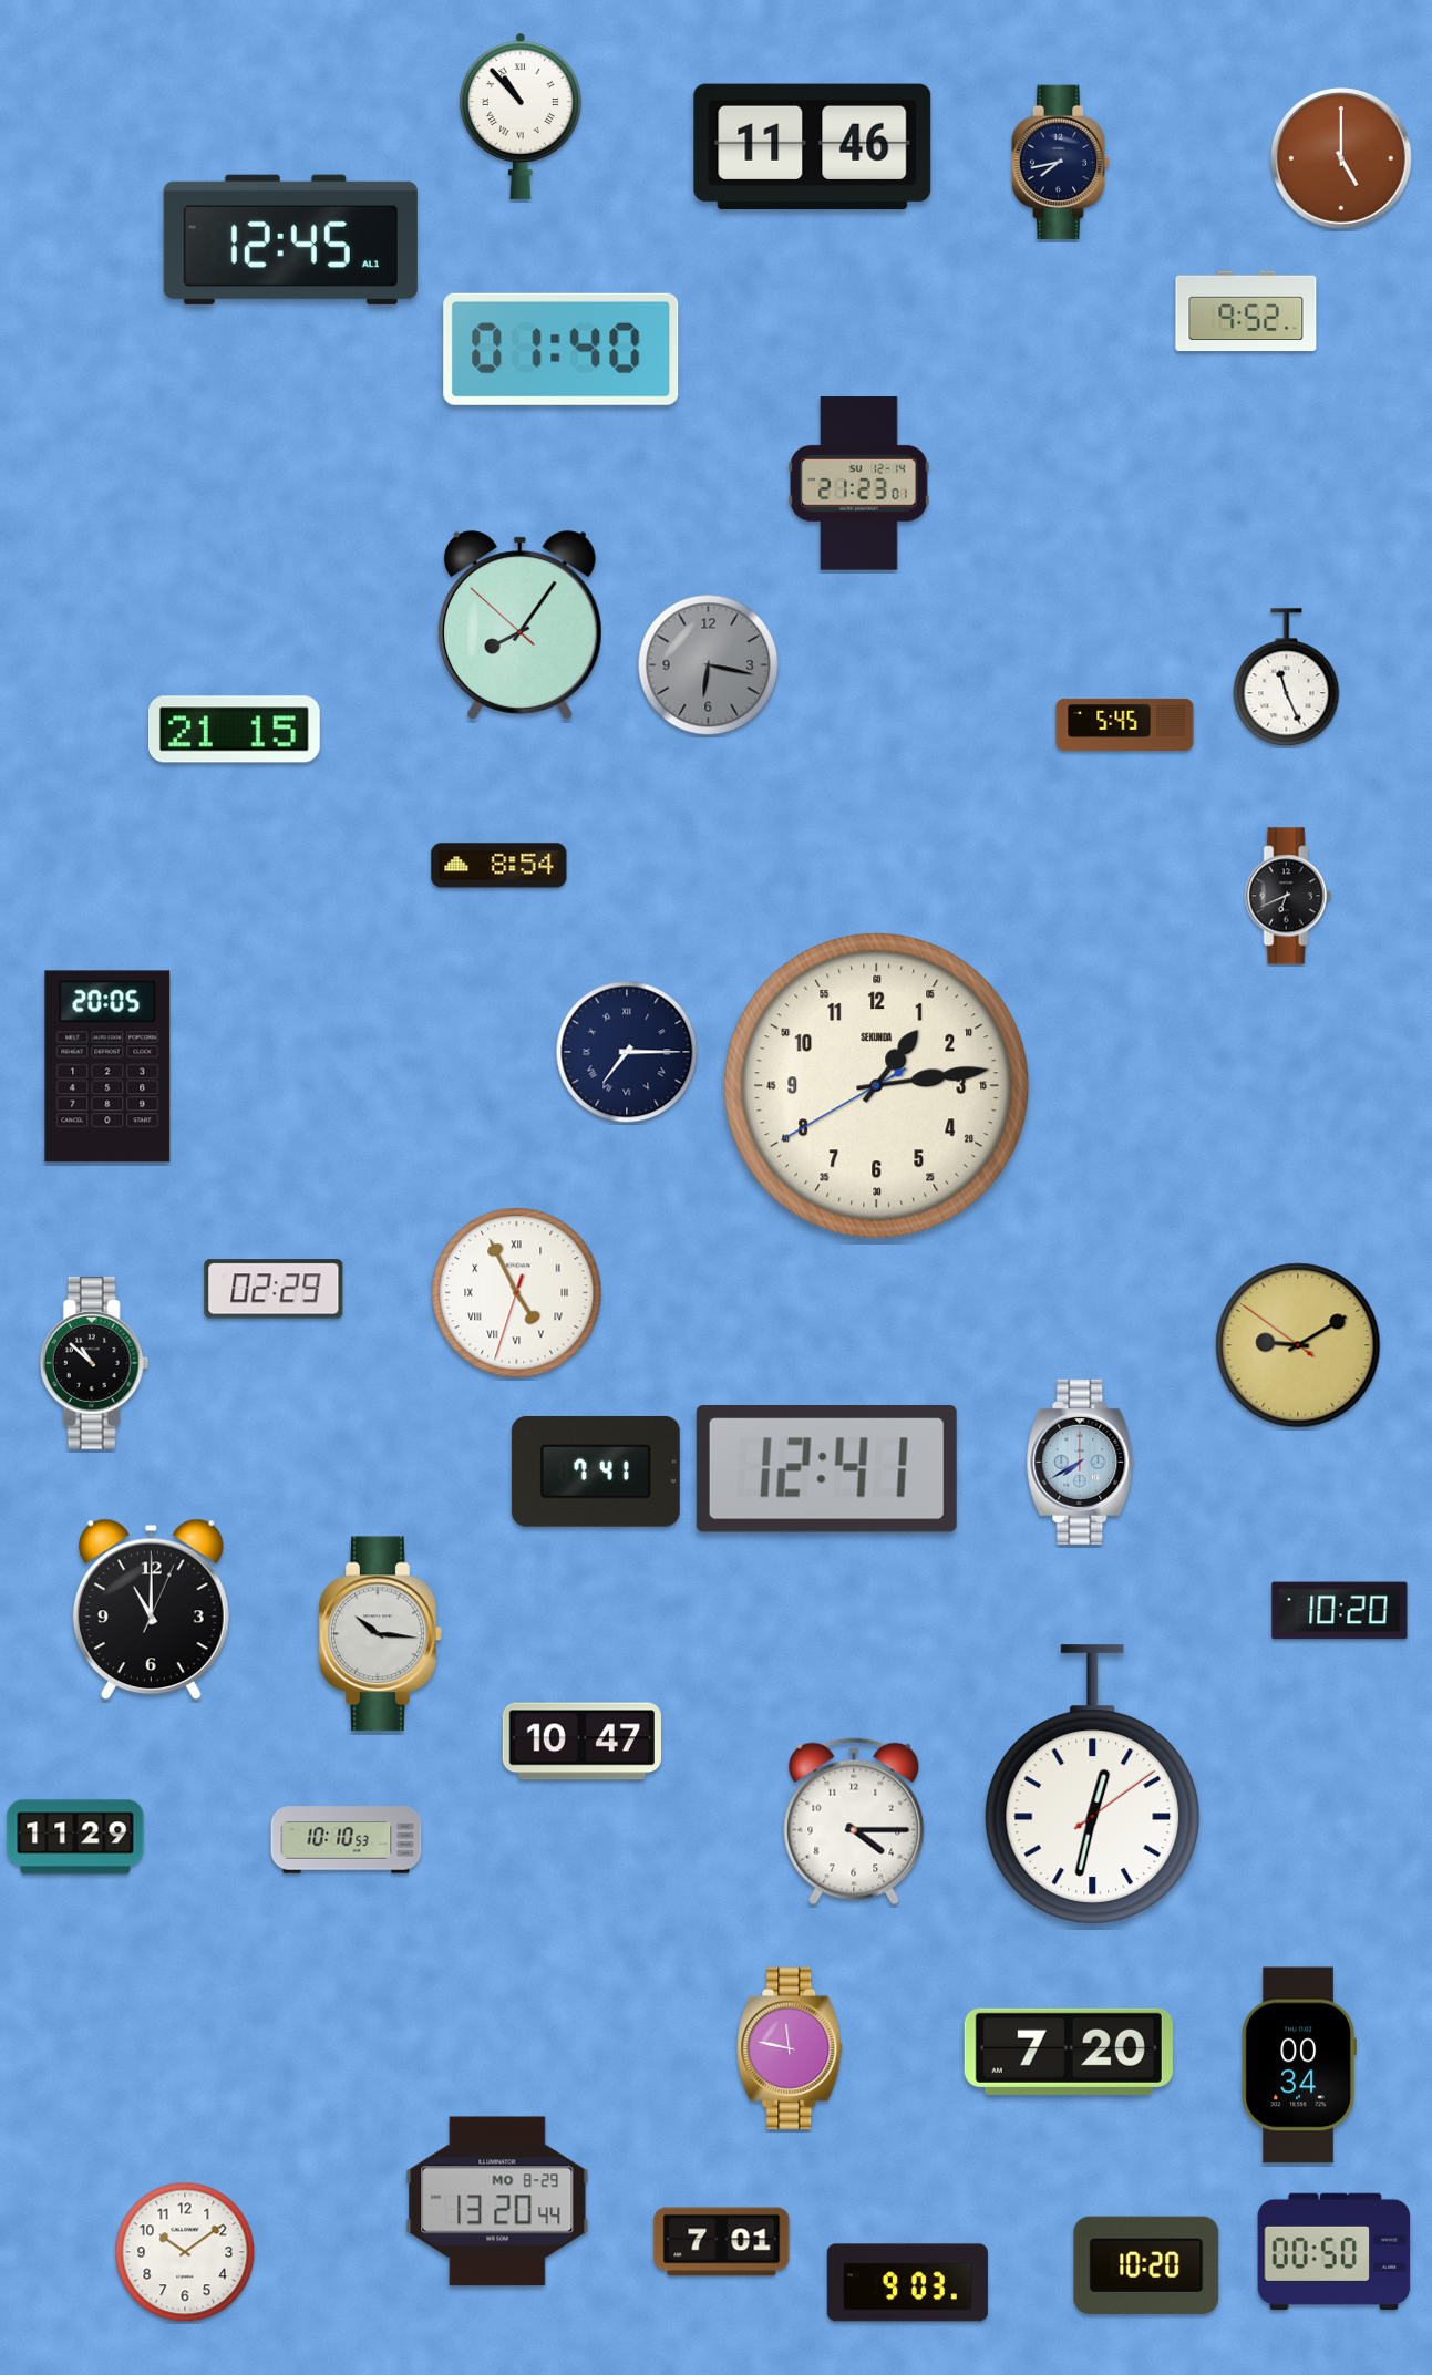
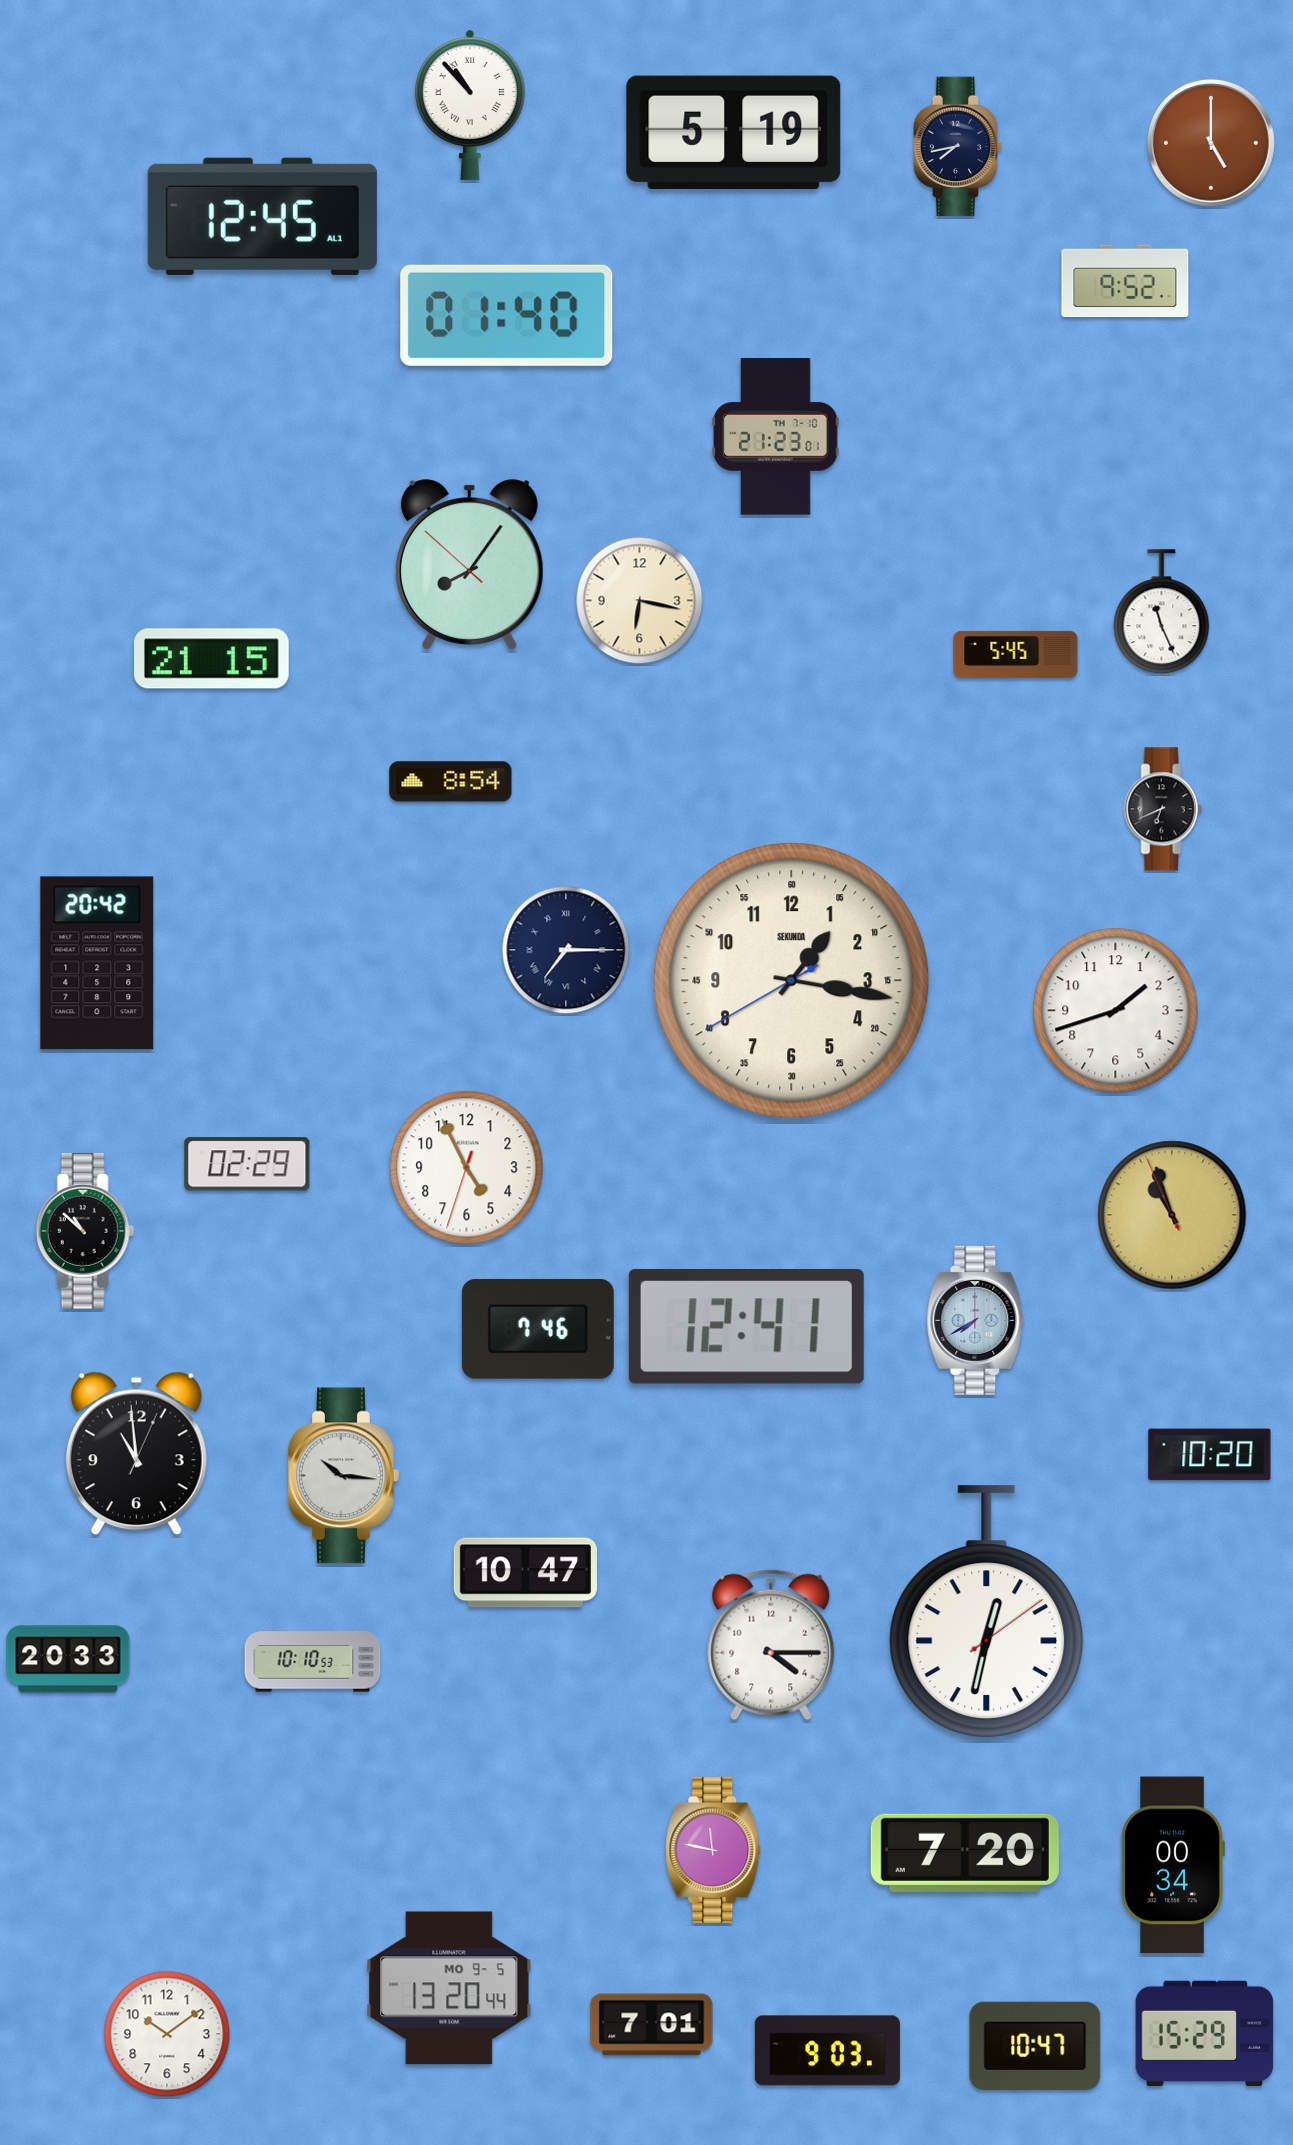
clock at (813, 146): 11:46 -> 5:19
clock at (859, 484) date: SU 12-14 -> TH 7-10
clock at (709, 665) dial: grey -> cream
clock at (107, 1066): 20:05 -> 20:42
clock at (877, 1086): 1:13 -> 1:16
clock at (1116, 1011): none -> 1:42
clock at (517, 1293) numerals: Roman -> Arabic
clock at (1298, 1345): 9:09 -> 10:56
clock at (596, 1472): 7:41 -> 7:46
clock at (151, 1610): 11:00 -> 10:59
clock at (75, 1837): 11:29 -> 20:33
clock at (497, 2201) date: MO 8-29 -> MO 9-5
clock at (1335, 2251): 00:50 -> 15:29
clock at (1146, 2265): 10:20 -> 10:47
clock at (907, 2283) position: (907, 2283) -> (827, 2051)
